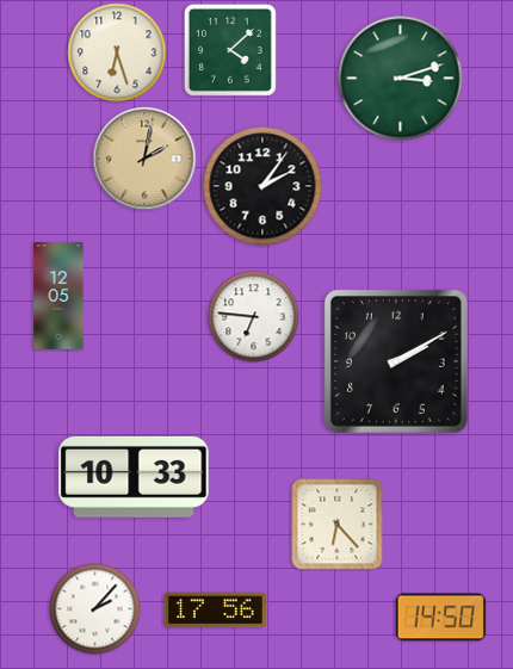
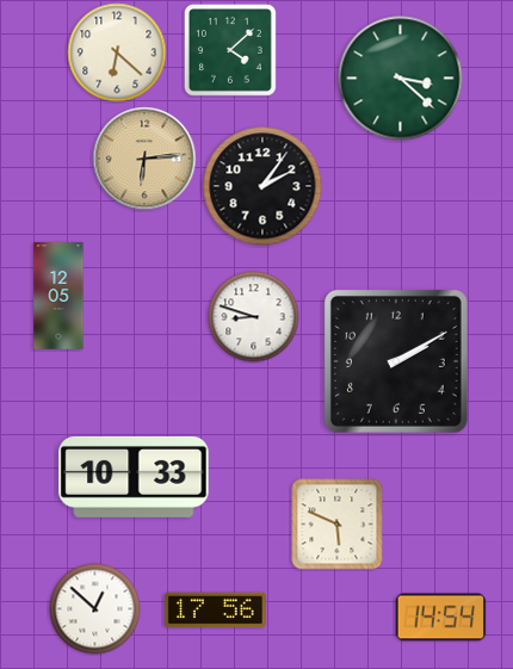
clock at (117, 52): 6:27 -> 6:22
clock at (401, 79): 3:12 -> 3:22
clock at (144, 159): 2:02 -> 6:14
clock at (254, 317): 6:46 -> 8:48
clock at (338, 525): 6:23 -> 5:49
clock at (95, 609): 2:07 -> 12:52
clock at (441, 618): 14:50 -> 14:54
